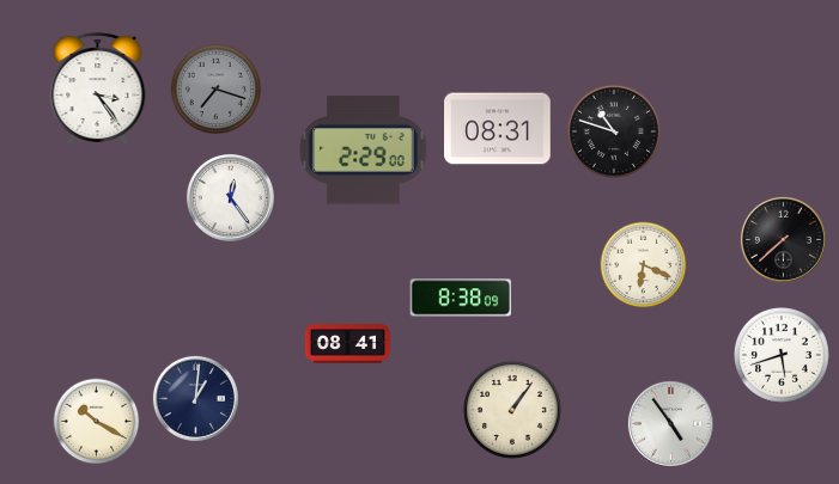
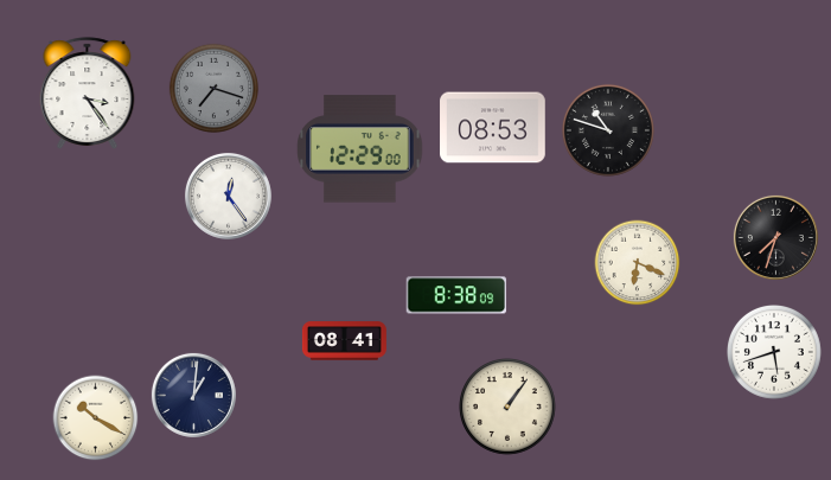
clock at (98, 90) position: (98, 90) -> (88, 94)
clock at (498, 129): 08:31 -> 08:53
clock at (364, 151): 2:29 -> 12:29
clock at (783, 239): 7:38 -> 7:33
clock at (670, 423): 4:54 -> none
